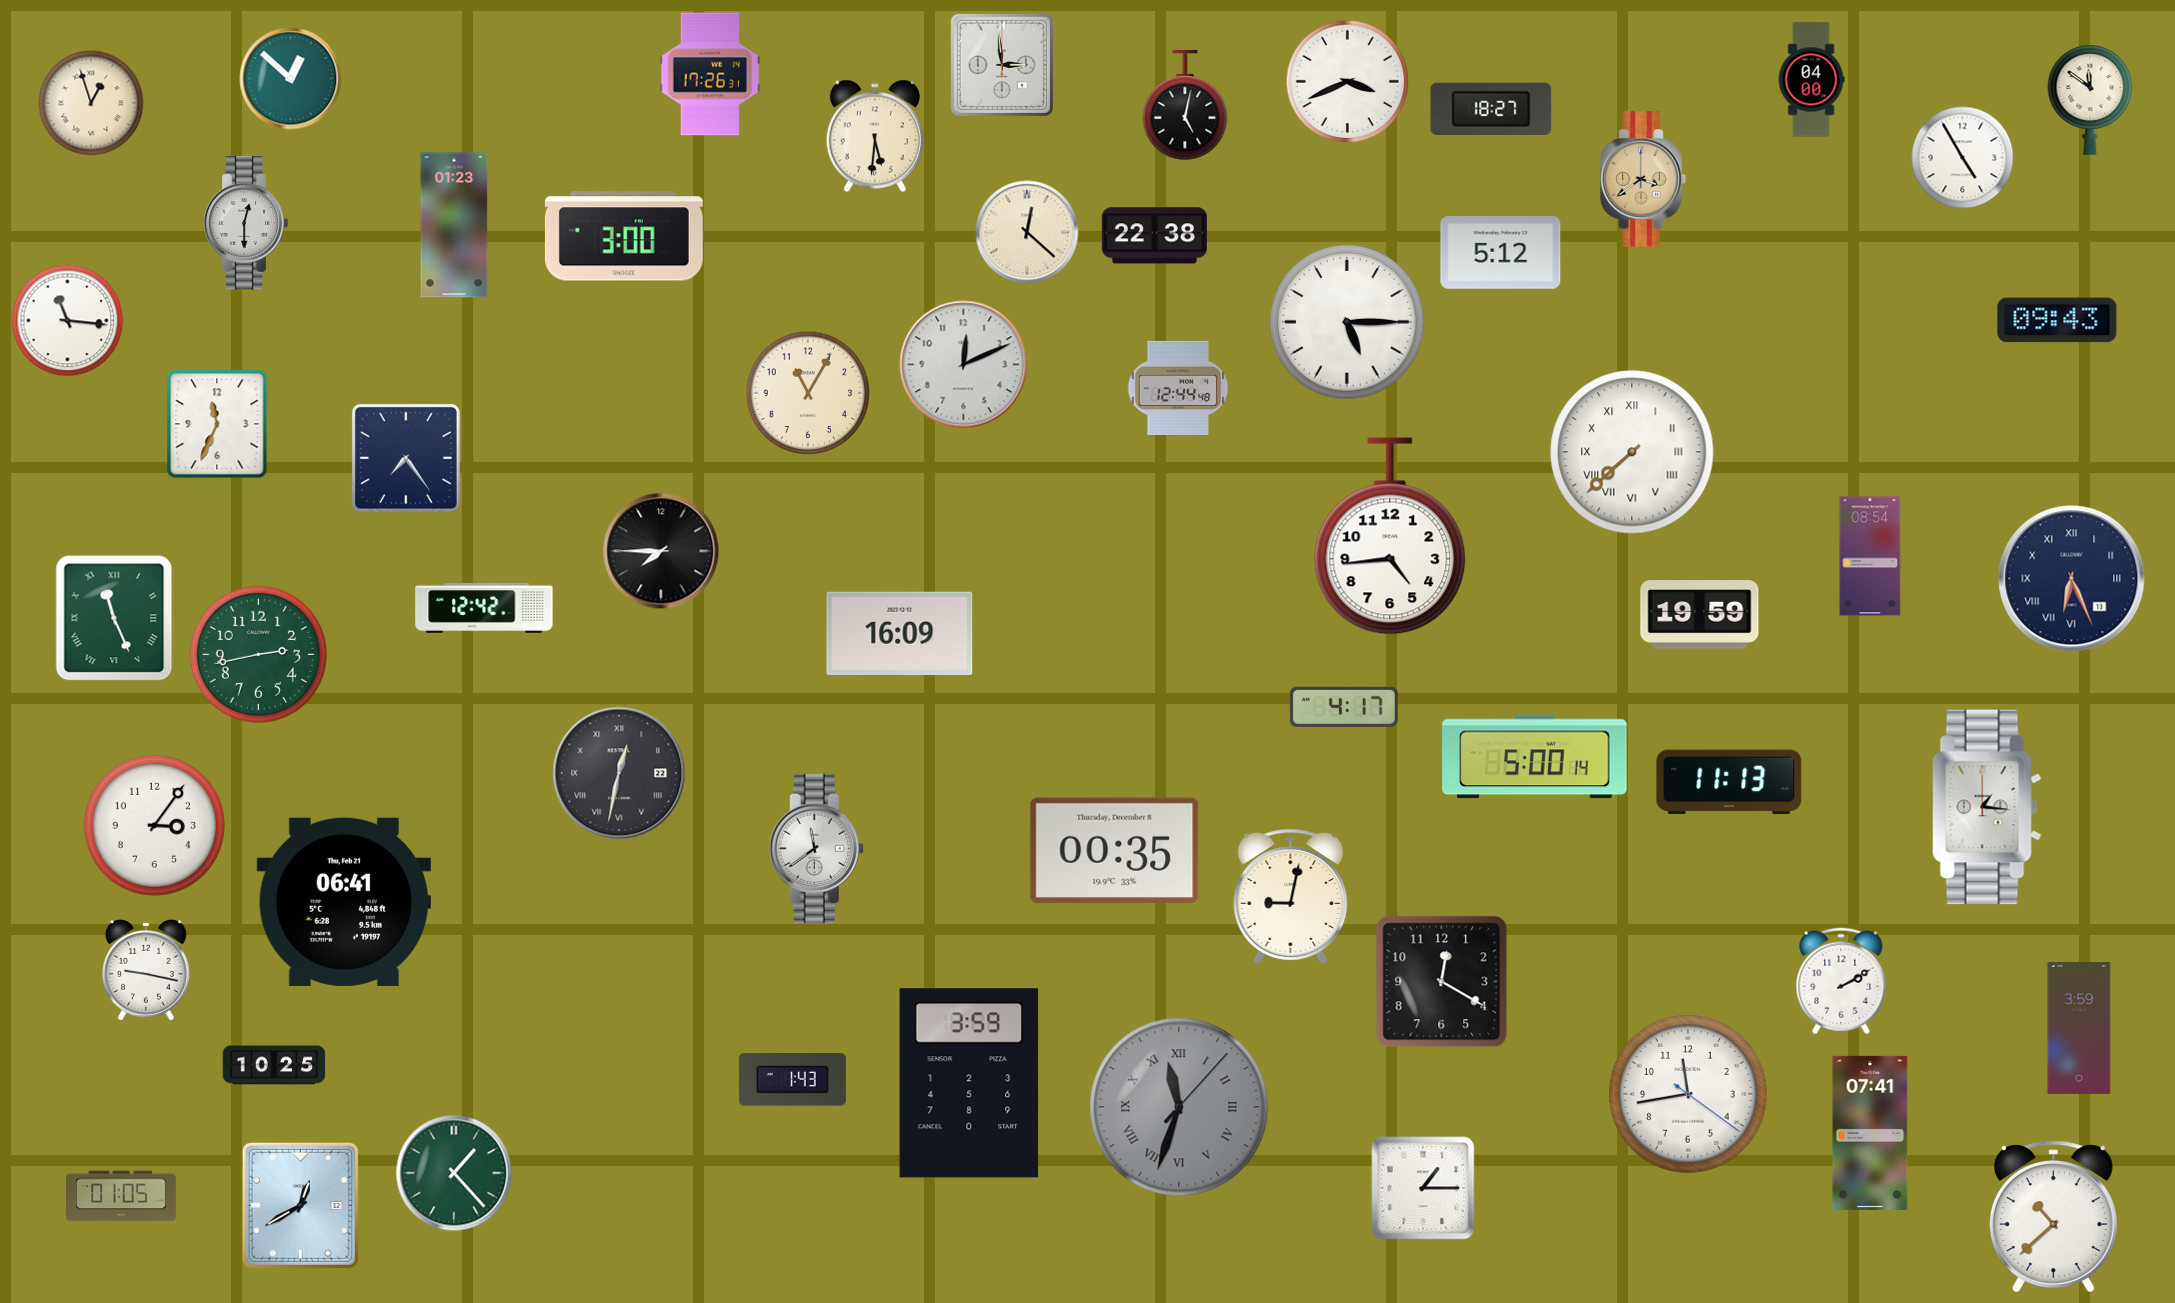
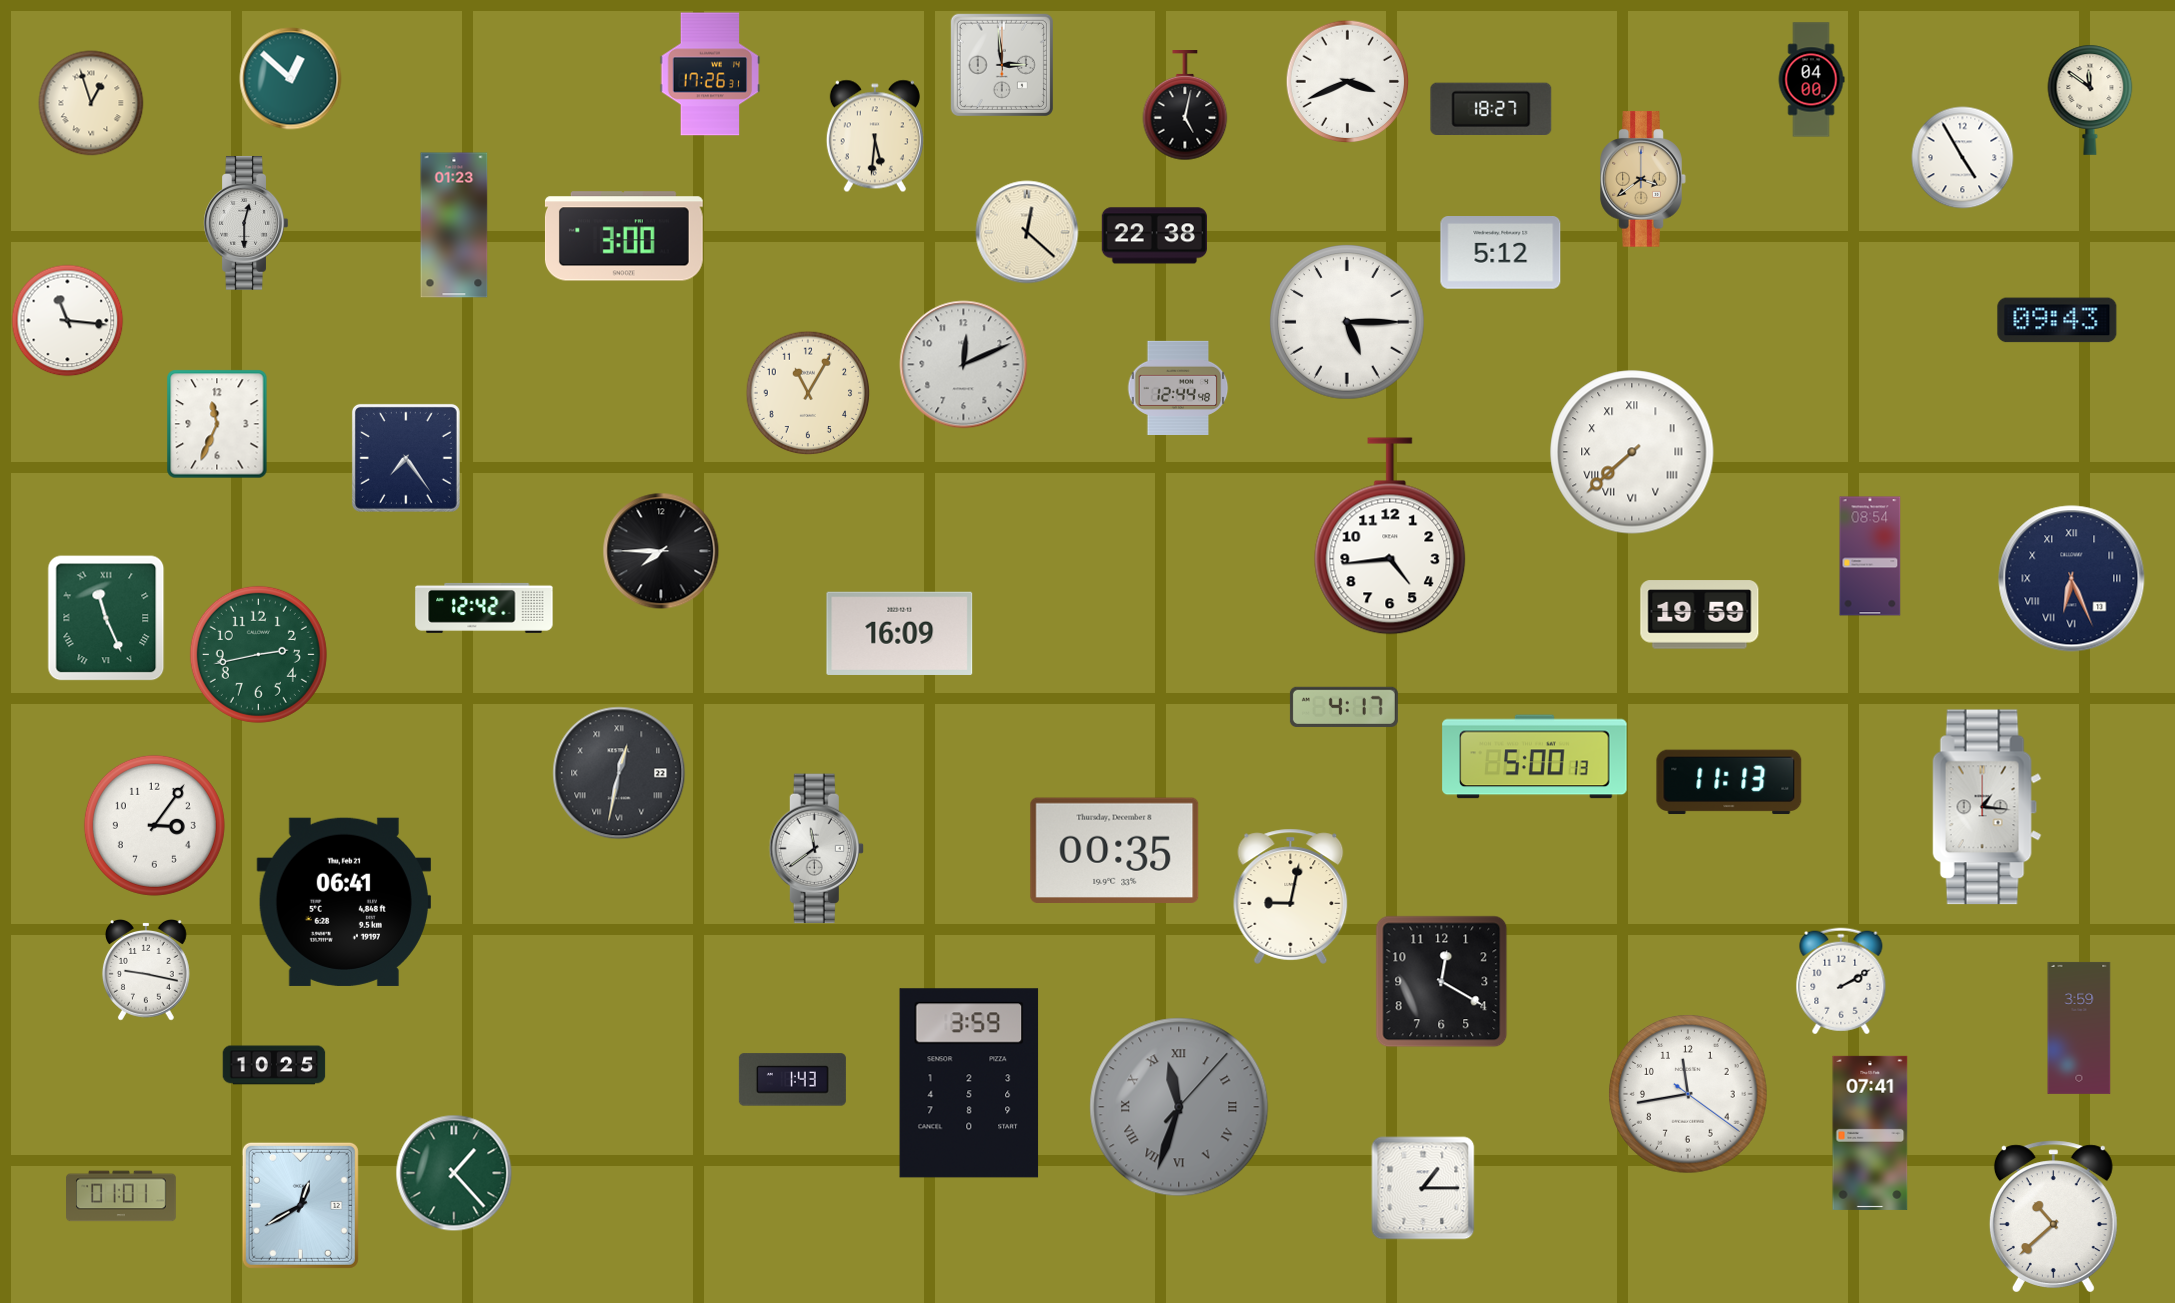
clock at (114, 618) position: (114, 618) -> (106, 618)
clock at (1535, 757): 5:00:14 -> 5:00:13
clock at (122, 1196): 01:05 -> 01:01
